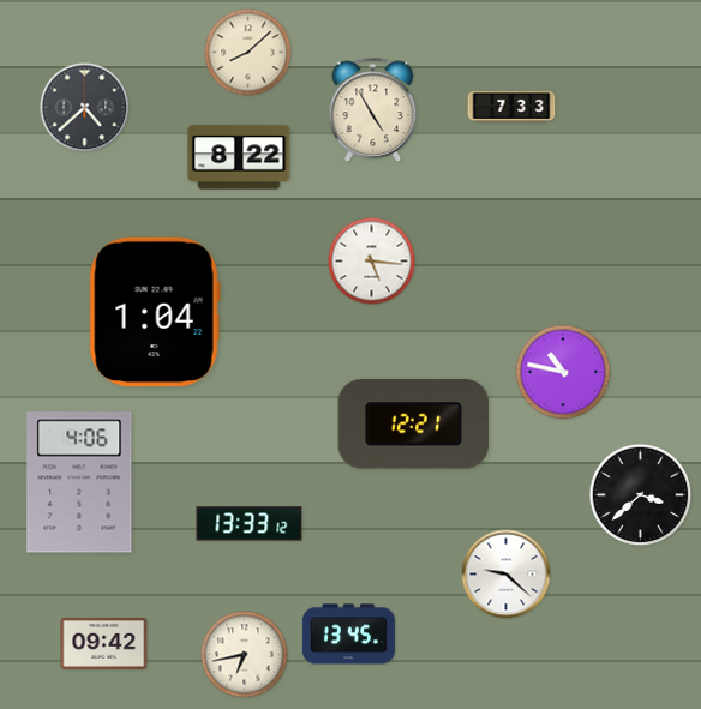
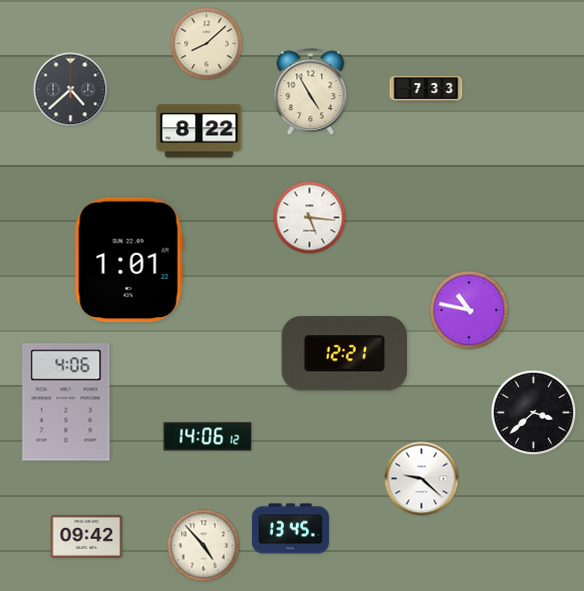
clock at (155, 312): 1:04 -> 1:01
clock at (250, 524): 13:33 -> 14:06
clock at (245, 655): 6:43 -> 4:53
